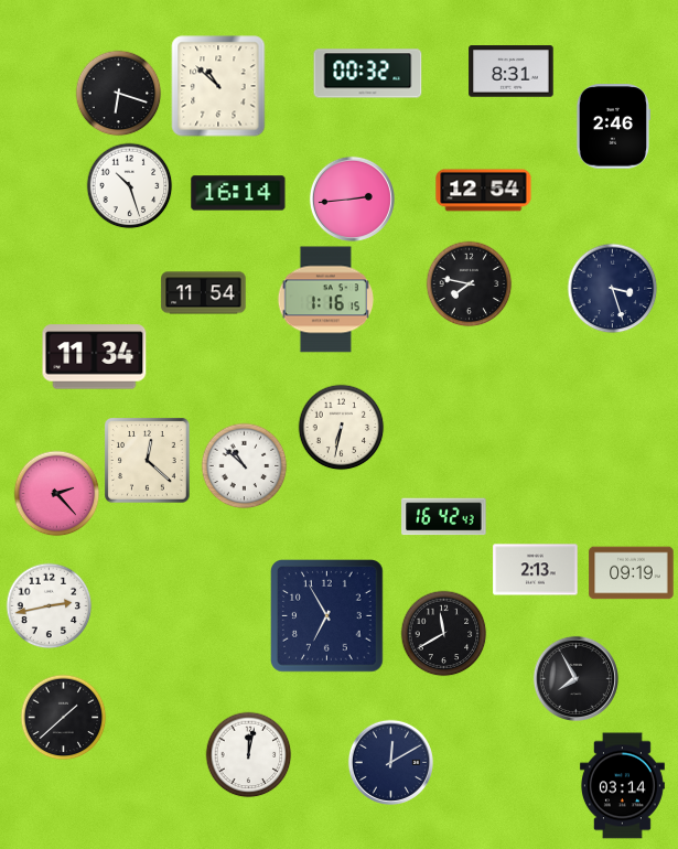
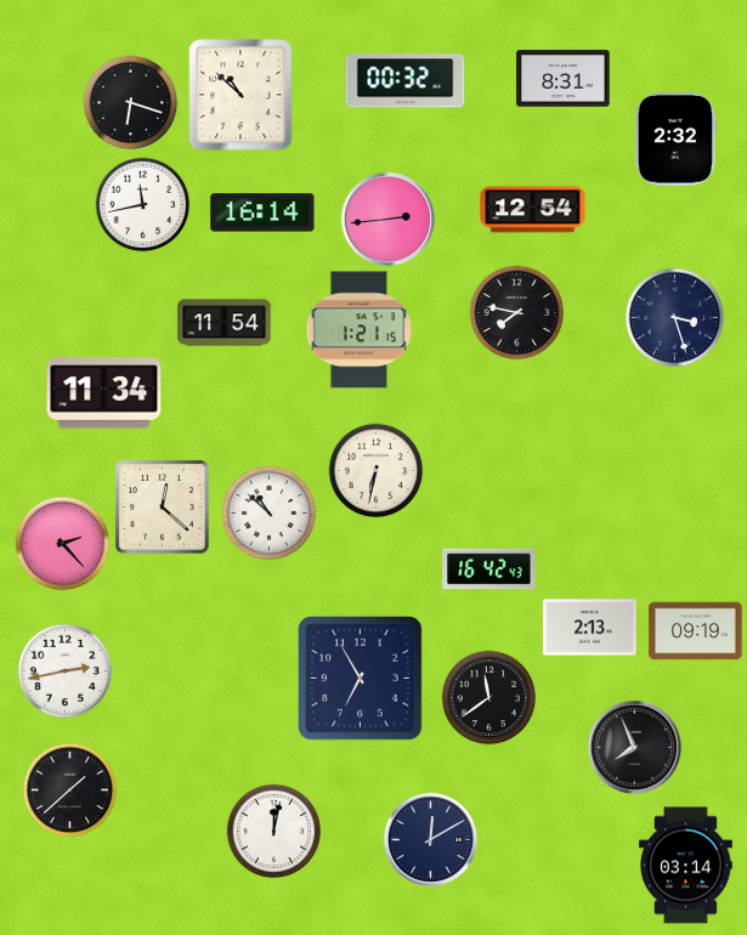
clock at (612, 127): 2:46 -> 2:32
clock at (129, 185): 10:27 -> 11:43
clock at (325, 300): 1:16 -> 1:21
clock at (49, 605) position: (49, 605) -> (64, 670)
clock at (443, 633): 11:40 -> 11:39
clock at (575, 678): 7:55 -> 7:56
